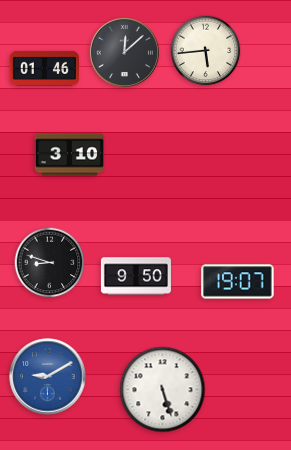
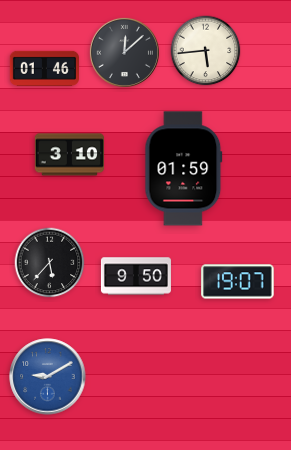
clock at (184, 169): none -> 01:59
clock at (50, 263): 8:48 -> 5:37
clock at (163, 390): 5:27 -> none
